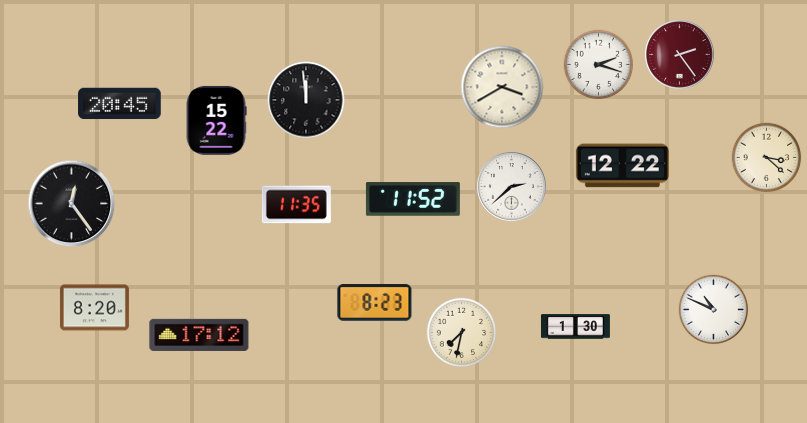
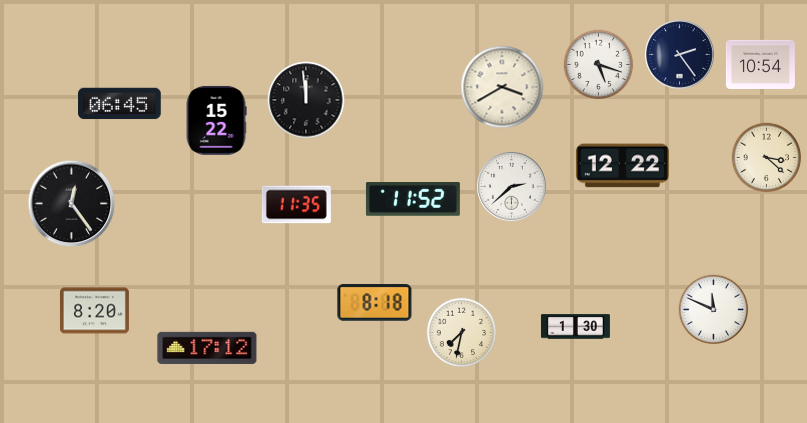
clock at (680, 55) dial: burgundy -> navy
clock at (760, 64): none -> 10:54
clock at (599, 65): 2:18 -> 5:18
clock at (120, 104): 20:45 -> 06:45
clock at (375, 303): 8:23 -> 8:18
clock at (94, 308) position: (94, 308) -> (94, 311)
clock at (714, 310): 10:49 -> 11:49
clock at (199, 335) position: (199, 335) -> (207, 348)
